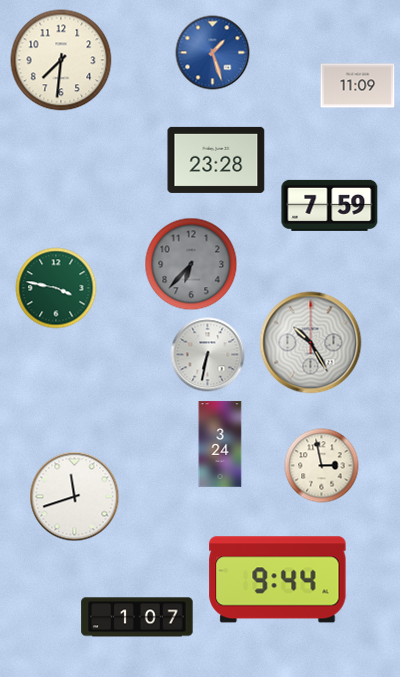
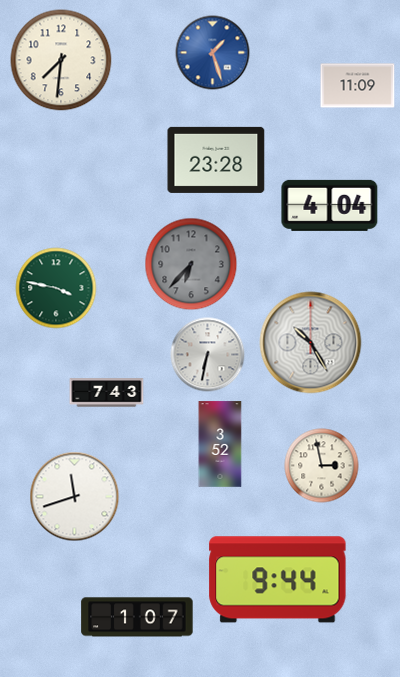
clock at (330, 205): 7:59 -> 4:04
clock at (107, 393): none -> 7:43
clock at (220, 444): 3:24 -> 3:52
